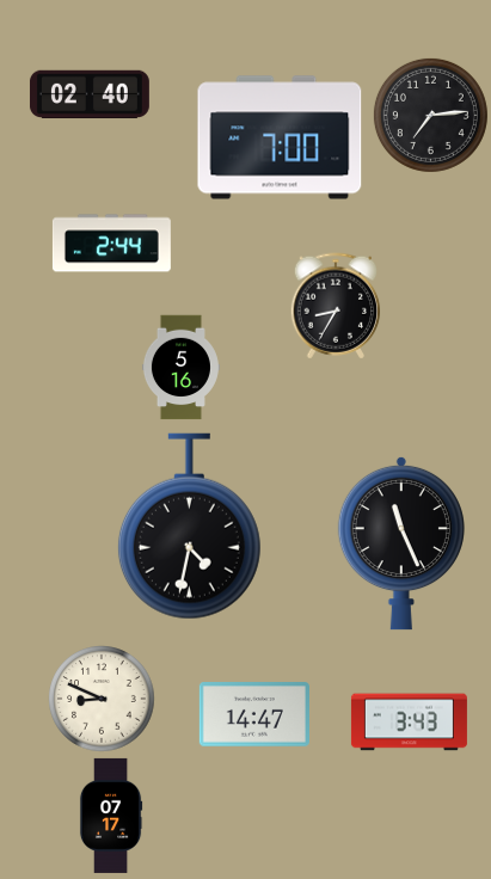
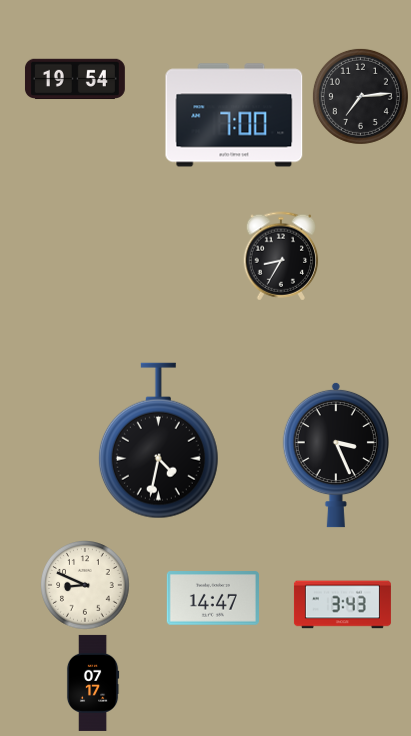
clock at (90, 94): 02:40 -> 19:54
clock at (111, 244): 2:44 -> none
clock at (180, 367): 5:16 -> none
clock at (401, 543): 11:26 -> 3:26
